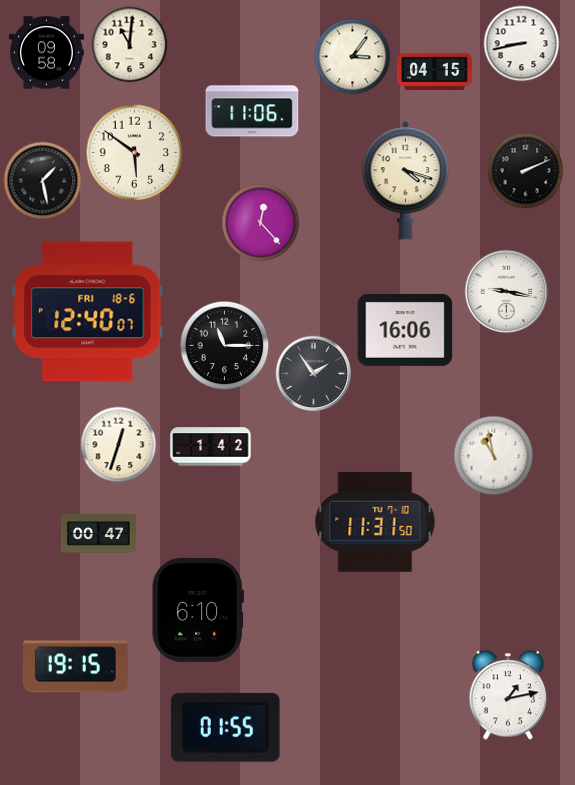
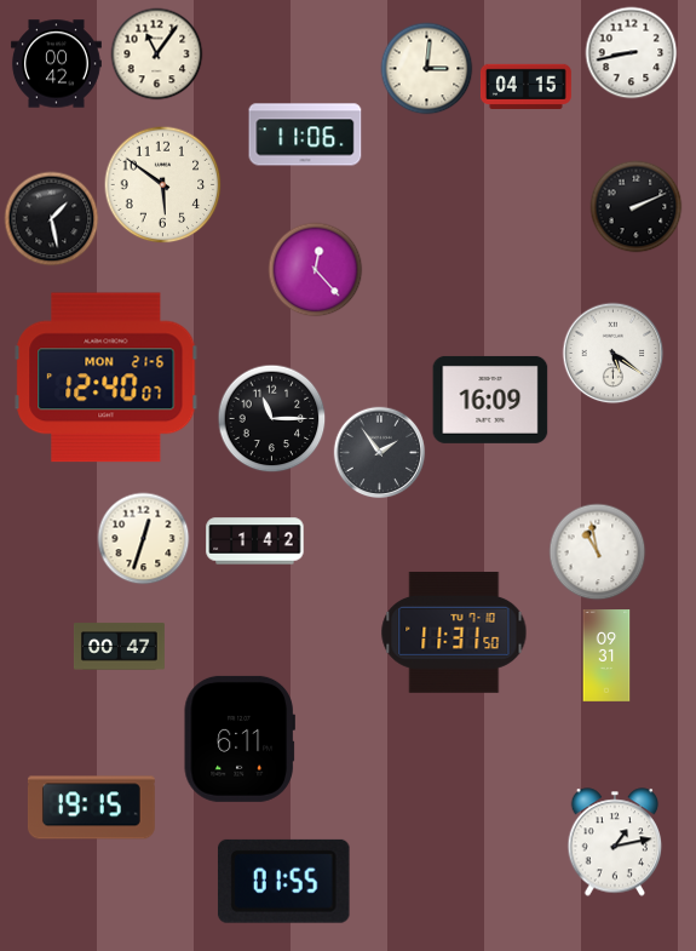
clock at (130, 45): 11:01 -> 11:06
clock at (46, 53): 09:58 -> 00:42
clock at (353, 57): 3:06 -> 3:01
clock at (406, 181): 4:18 -> none
clock at (507, 292): 9:17 -> 5:21
clock at (88, 312) date: FRI 18-6 -> MON 21-6
clock at (405, 330): 16:06 -> 16:09
clock at (606, 655): none -> 09:31
clock at (198, 610): 6:10 -> 6:11
clock at (225, 727) position: (225, 727) -> (283, 881)
